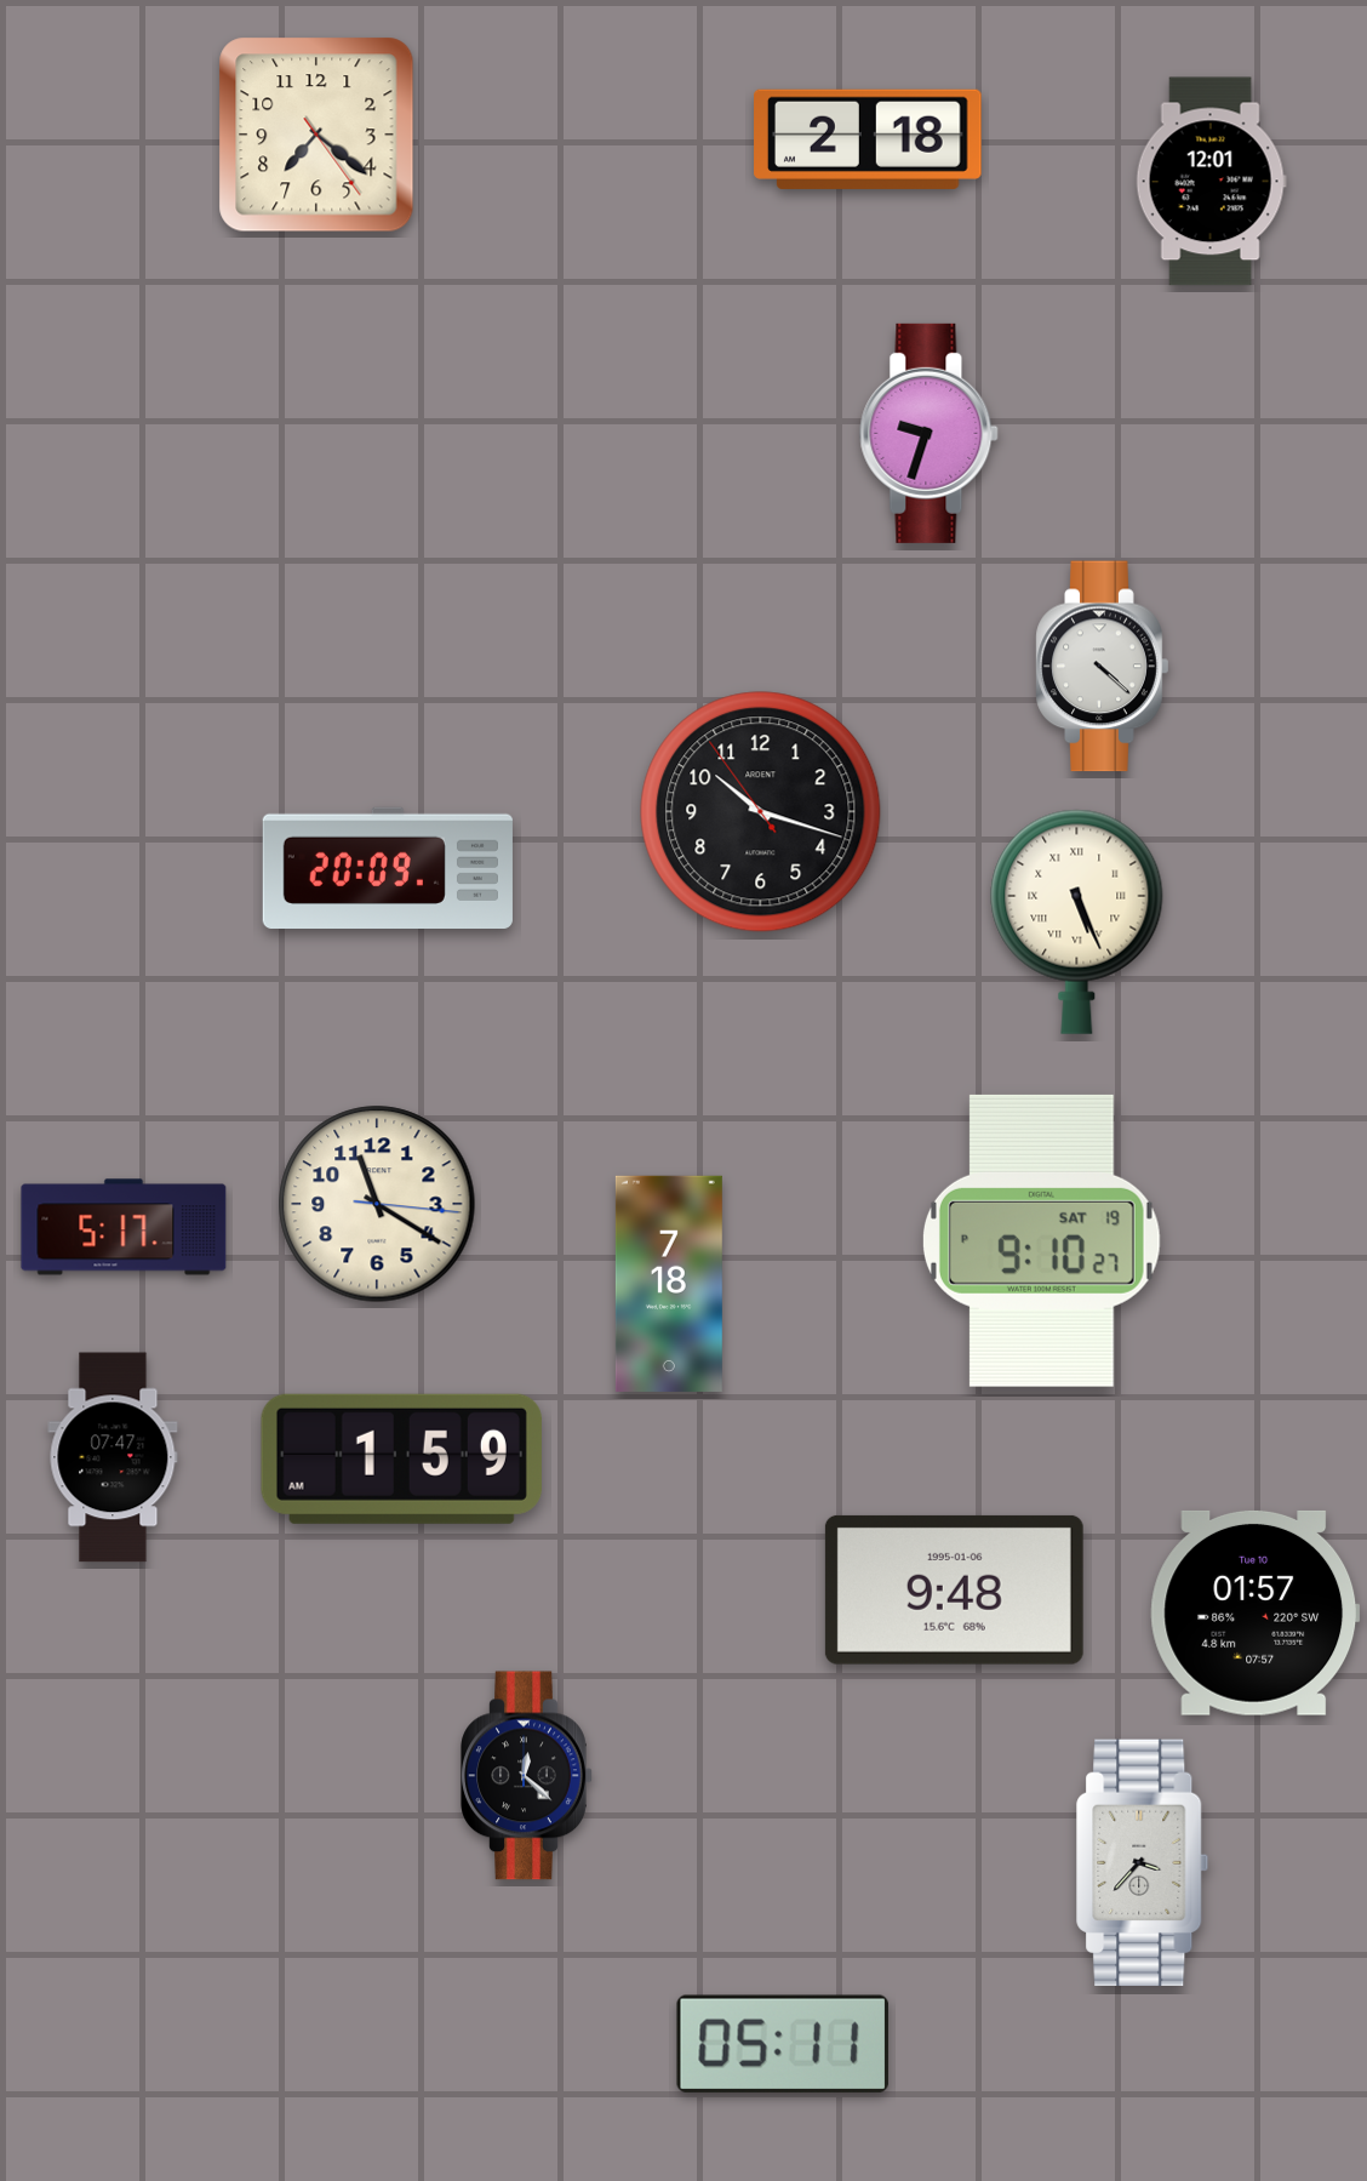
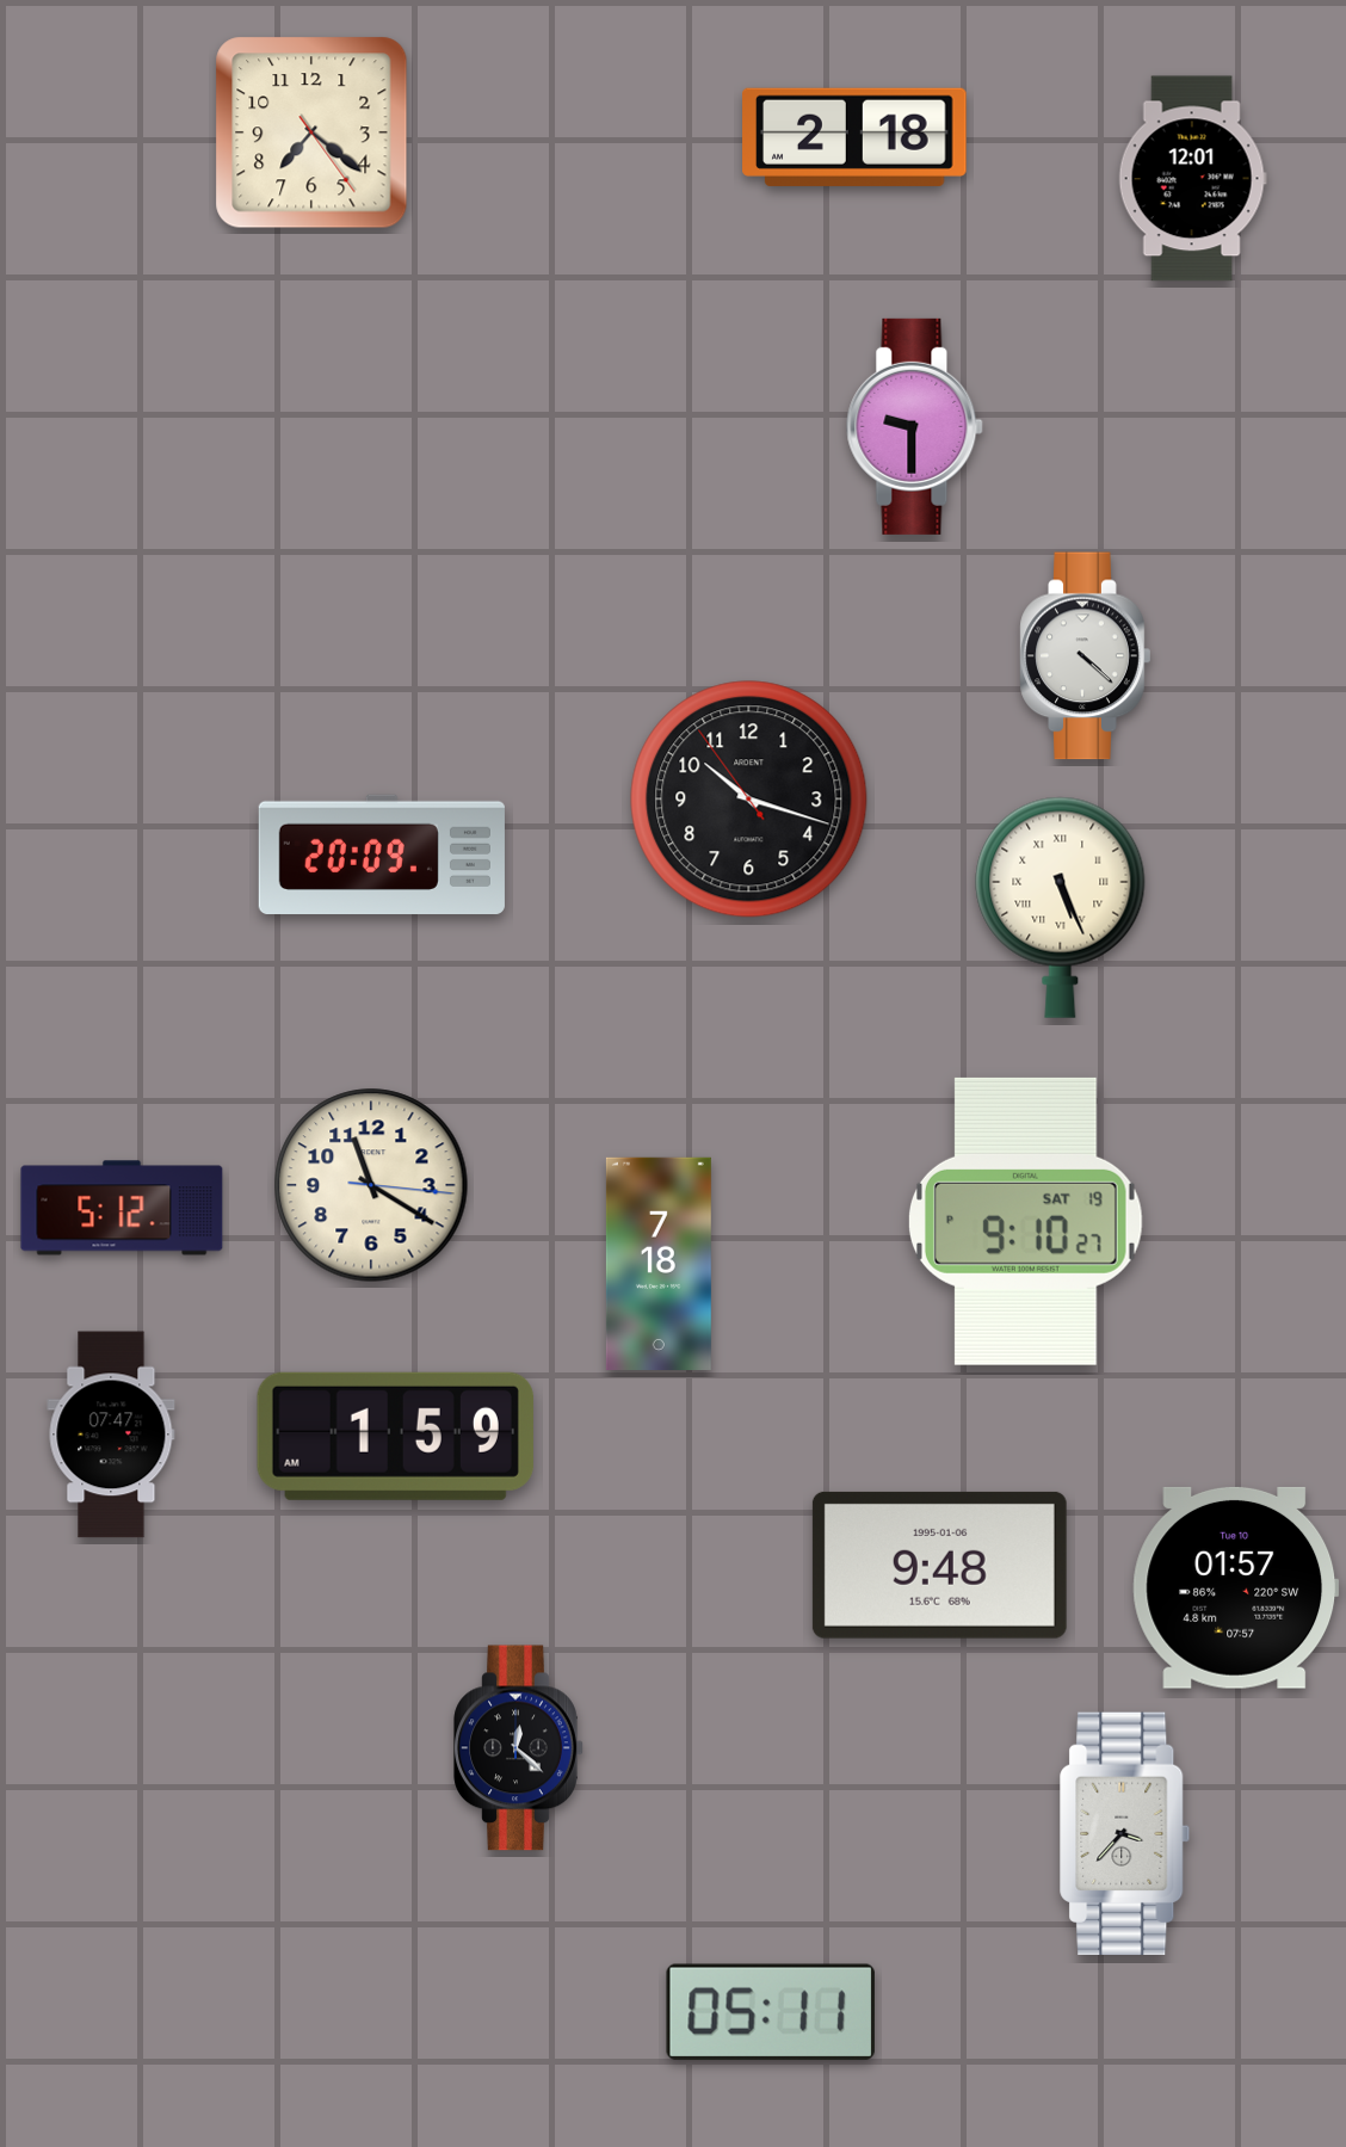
clock at (930, 433): 9:33 -> 9:30
clock at (124, 1227): 5:17 -> 5:12
